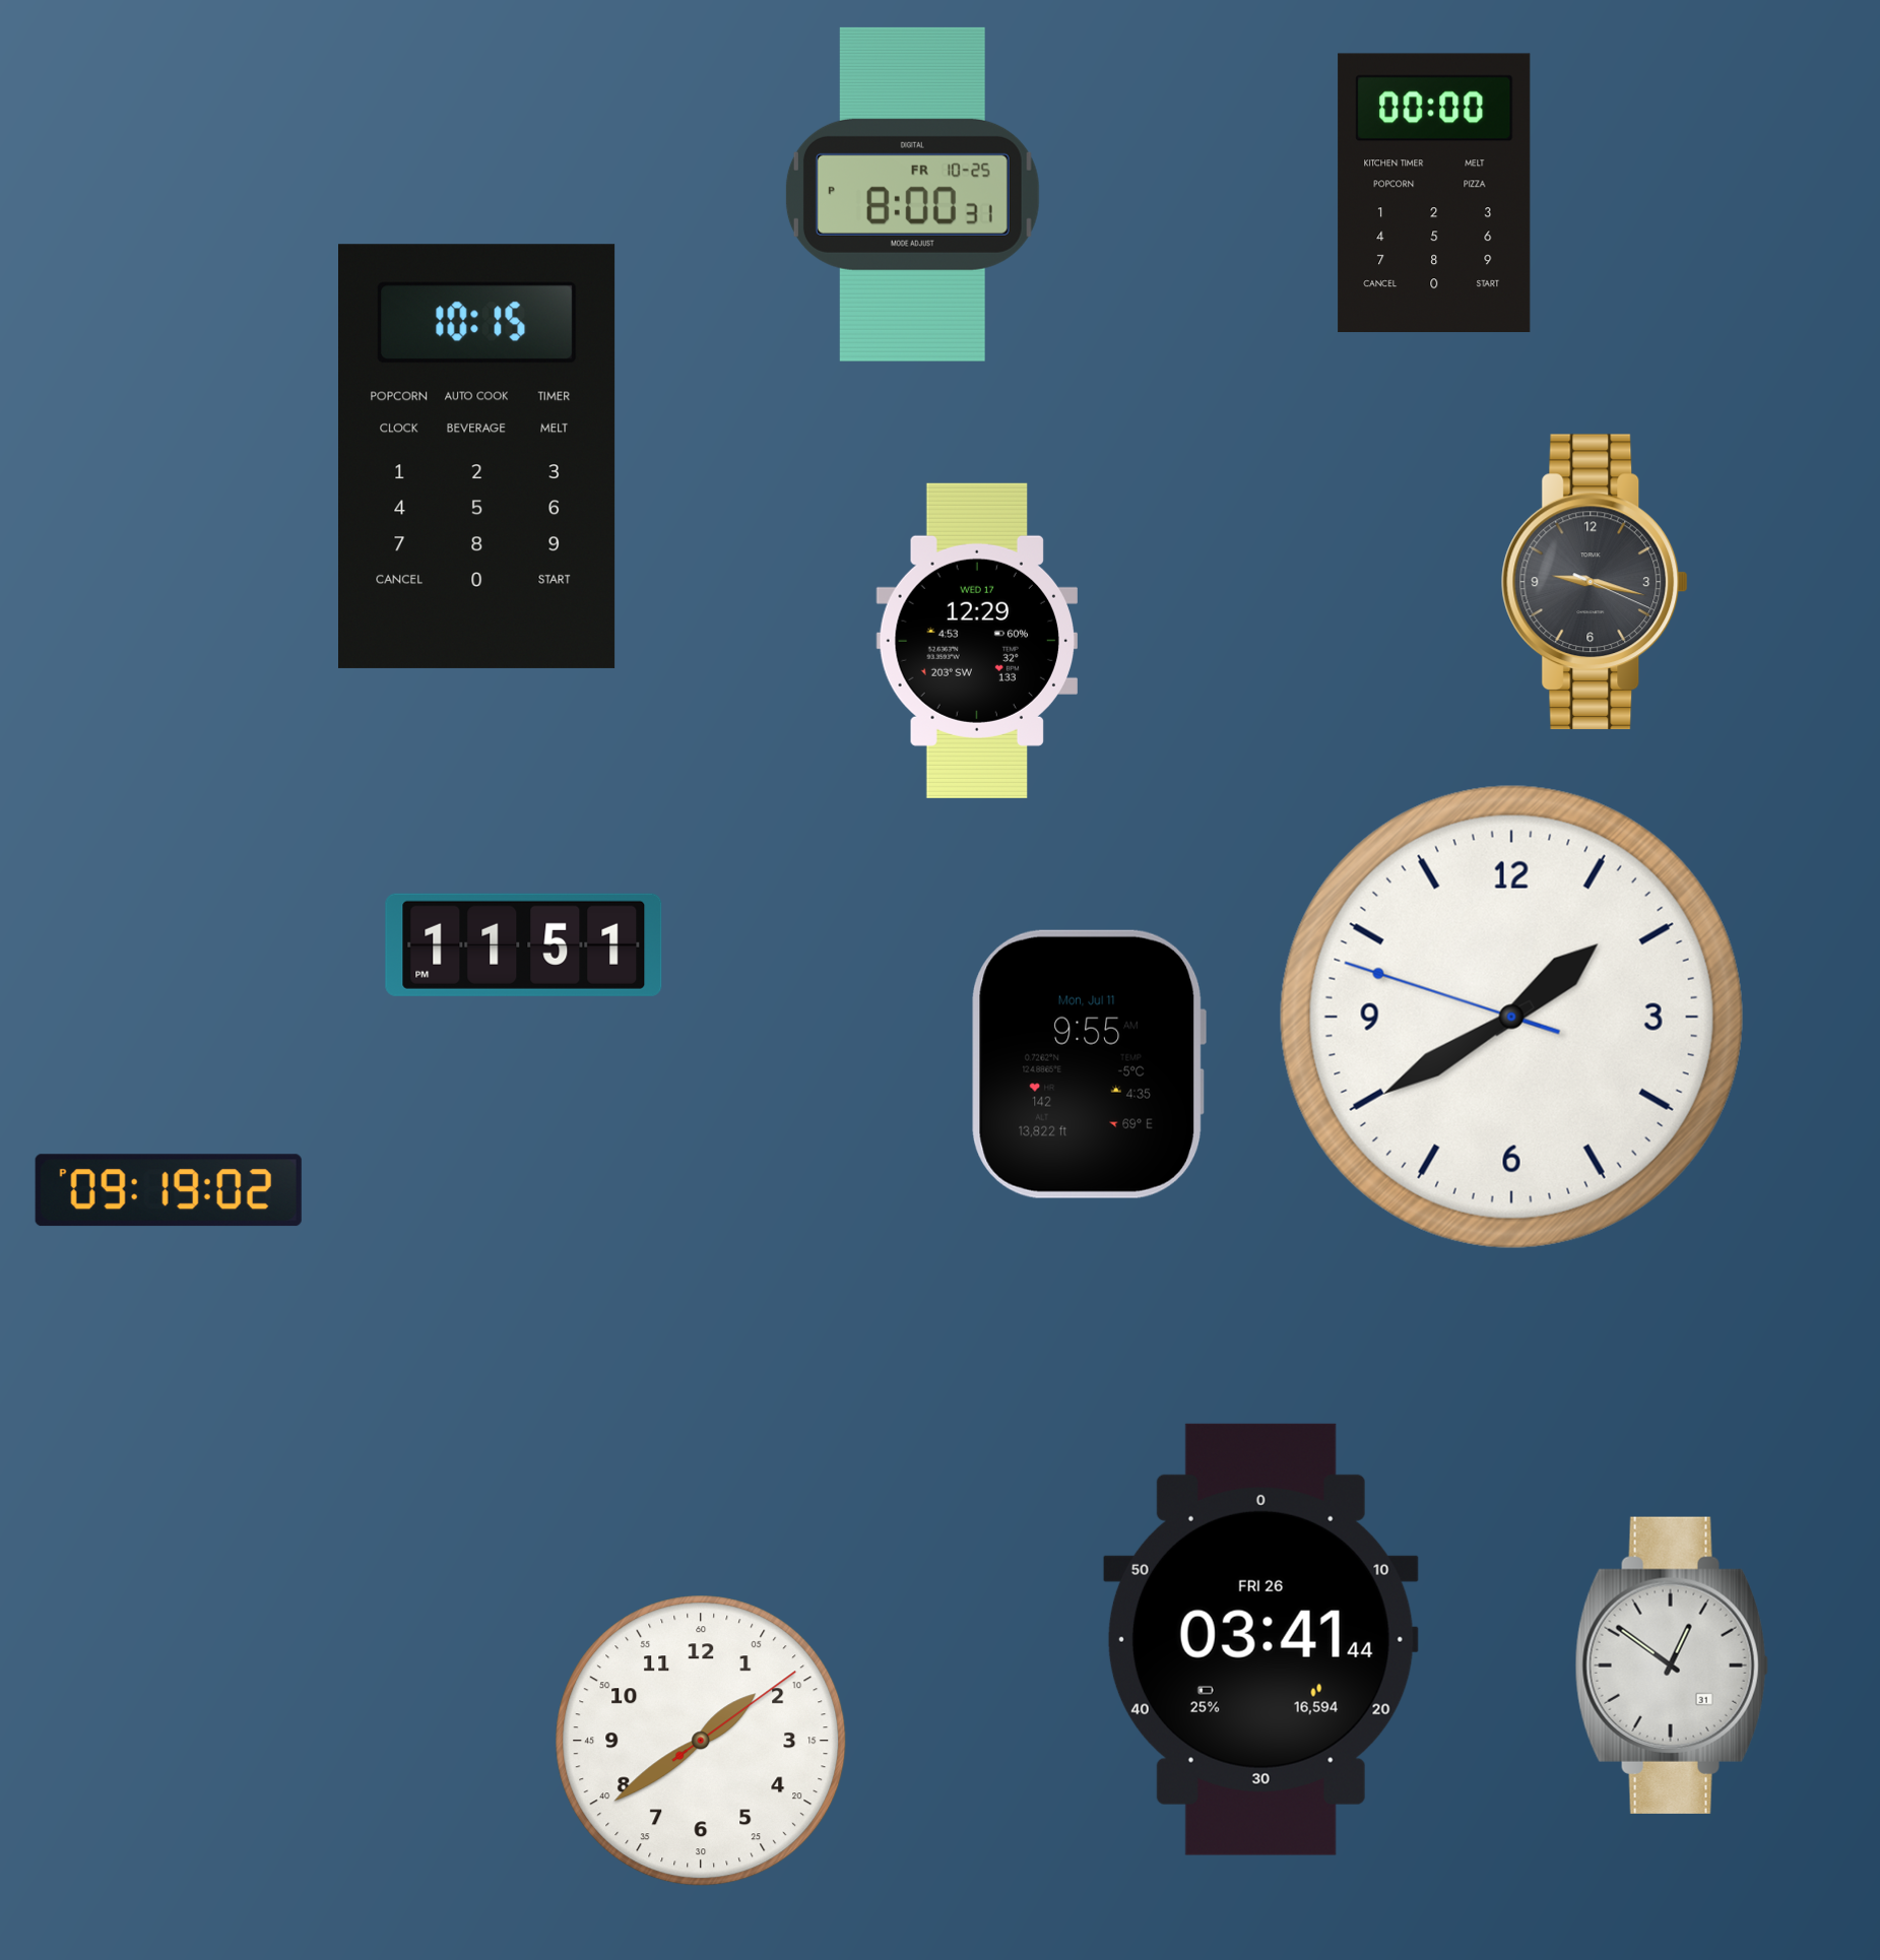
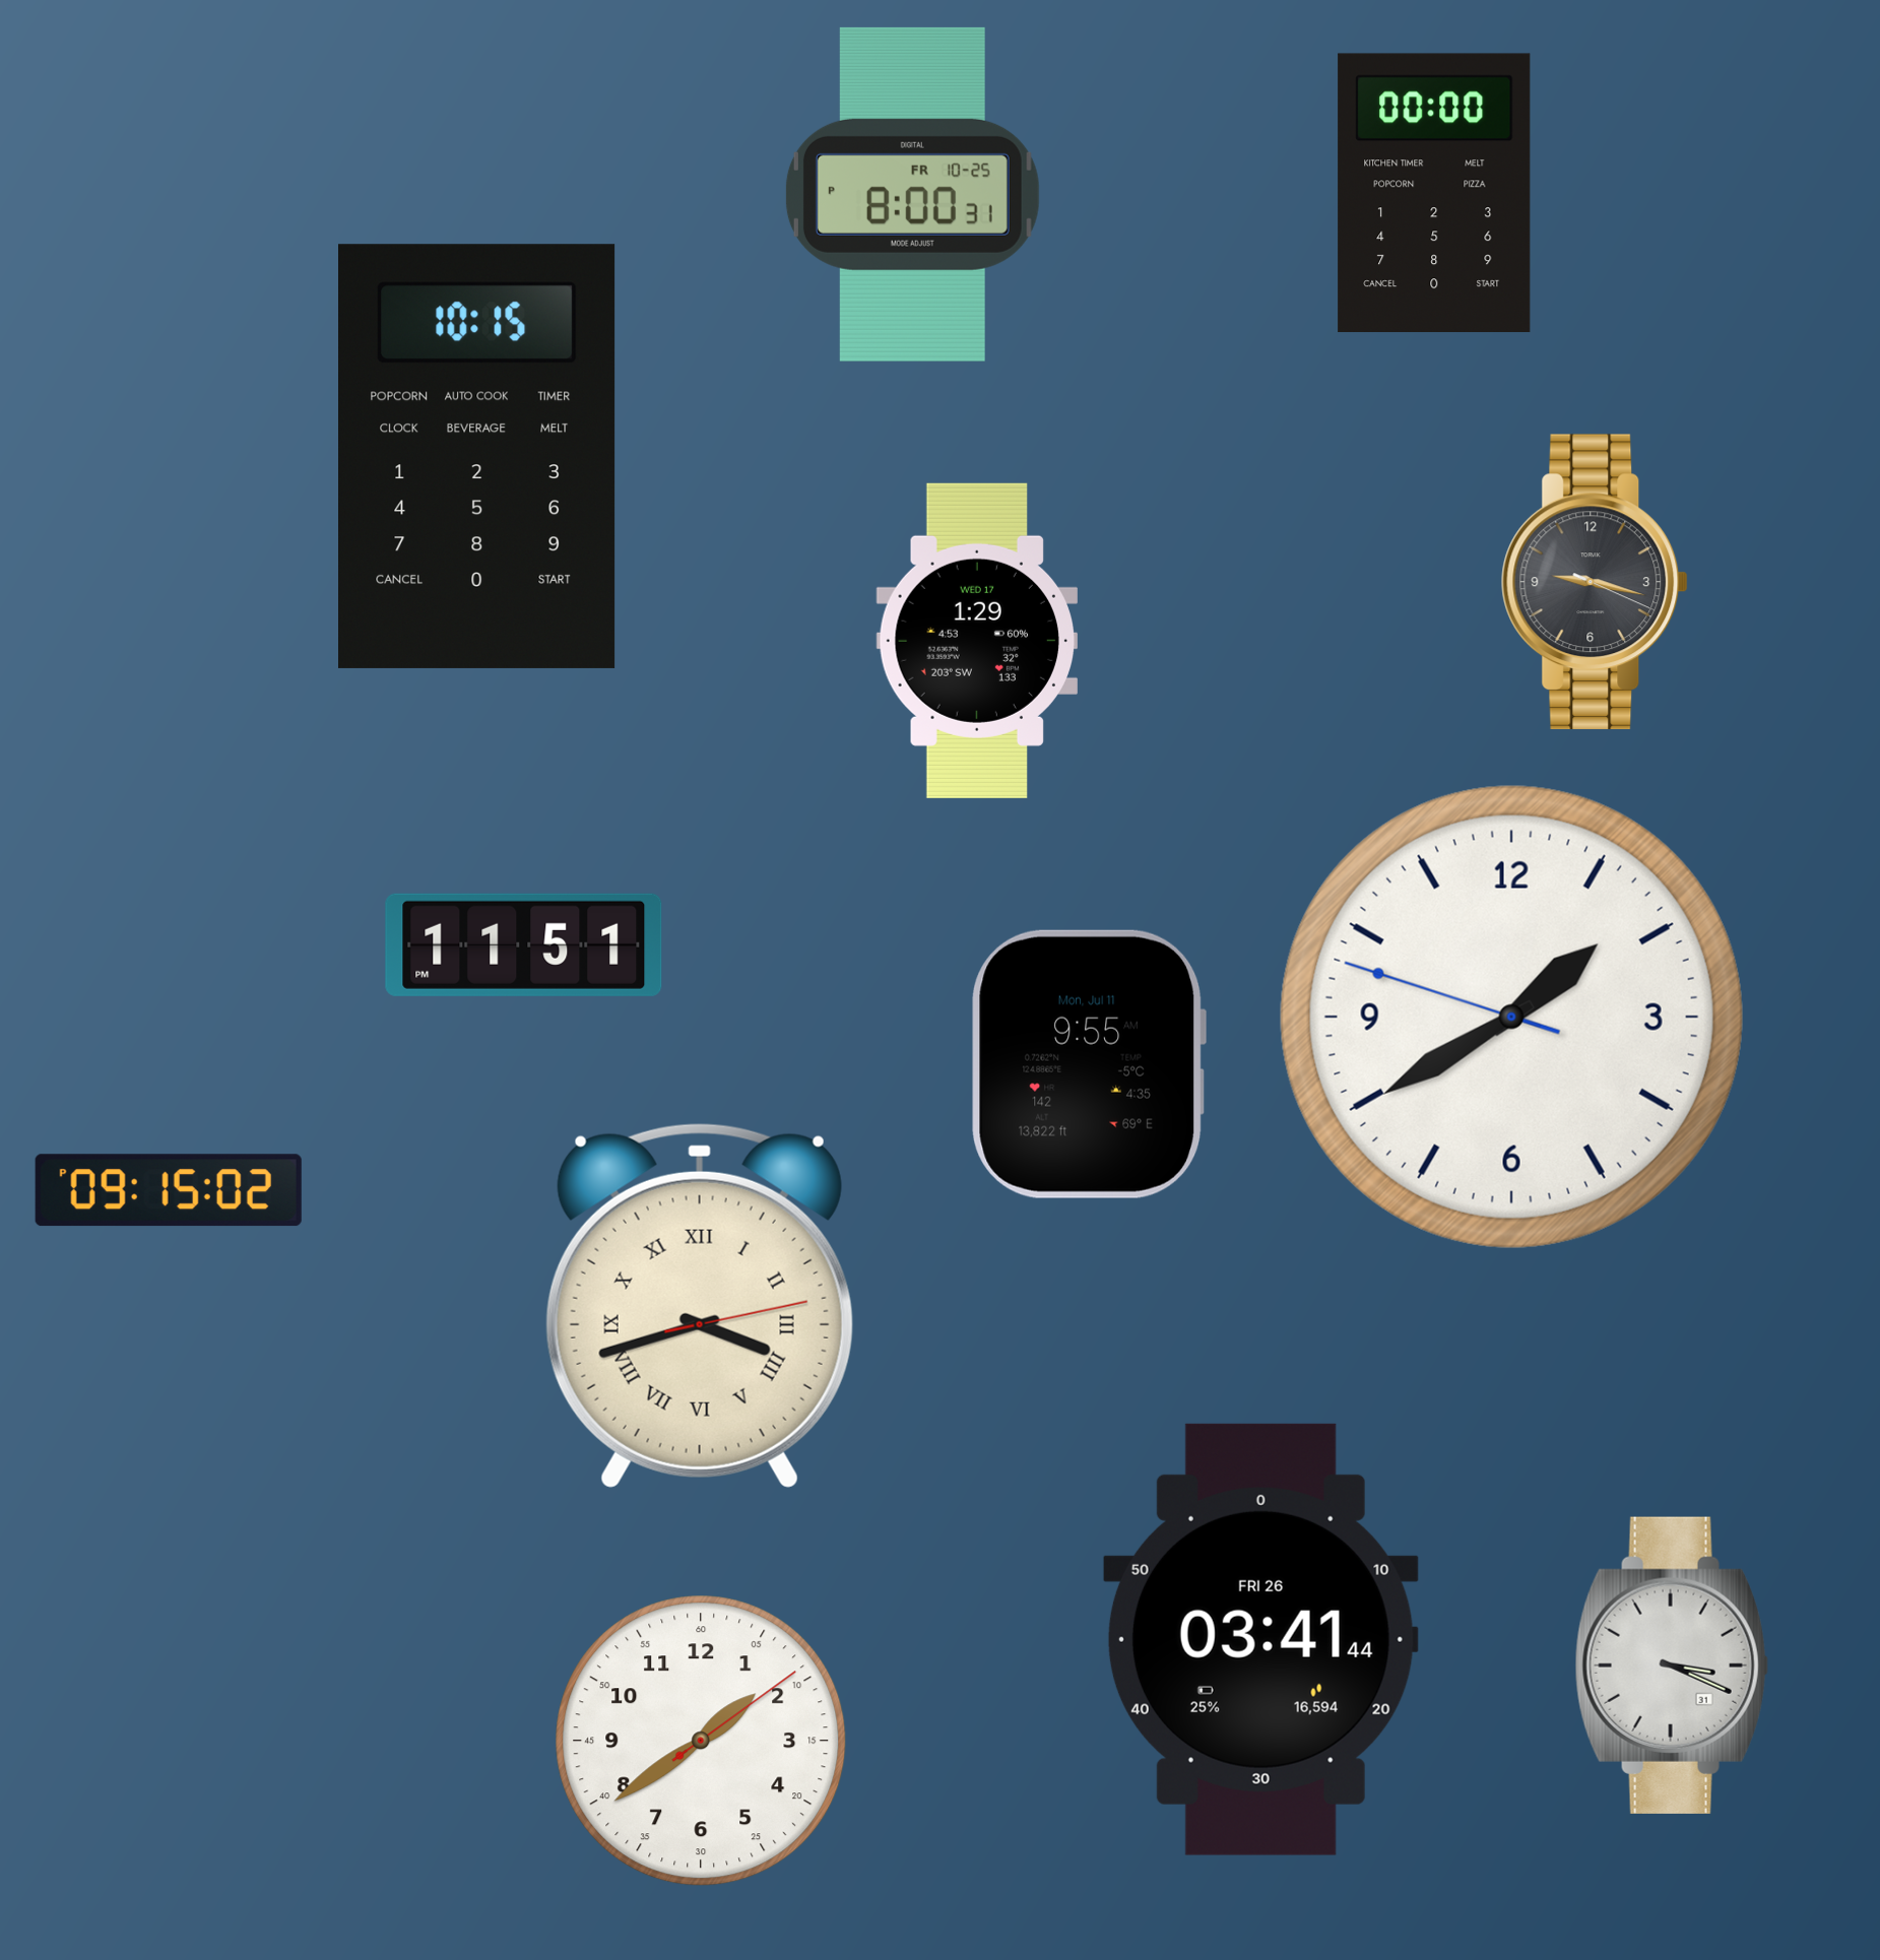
clock at (976, 641): 12:29 -> 1:29
clock at (169, 1190): 09:19 -> 09:15
clock at (700, 1305): none -> 3:42
clock at (1672, 1665): 12:51 -> 3:19
